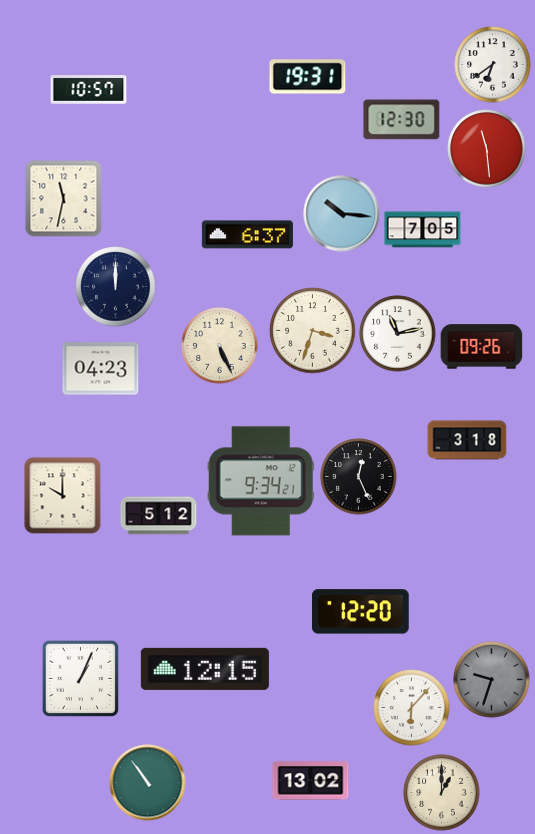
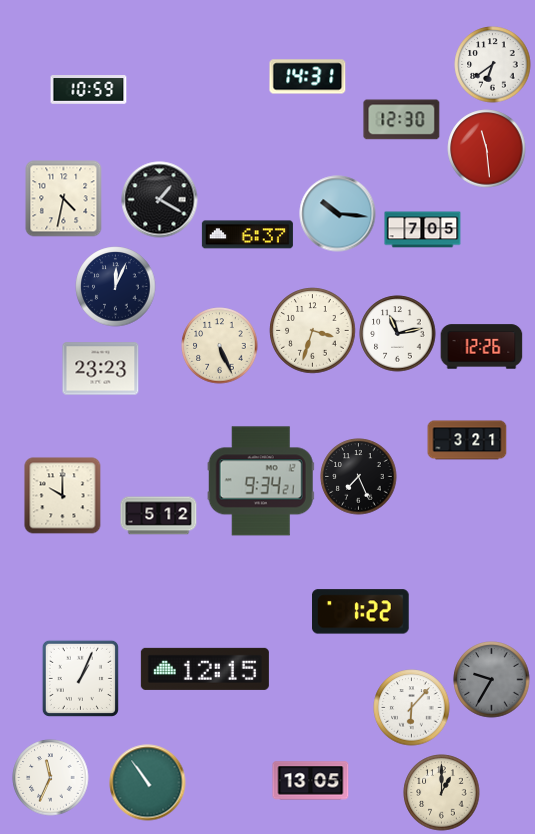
clock at (308, 77): 19:31 -> 14:31
clock at (89, 90): 10:57 -> 10:59
clock at (64, 199): 11:32 -> 4:32
clock at (160, 200): none -> 1:20
clock at (342, 214) position: (342, 214) -> (338, 214)
clock at (116, 287): 12:00 -> 12:04
clock at (482, 347): 09:26 -> 12:26
clock at (101, 369): 04:23 -> 23:23
clock at (467, 440): 3:18 -> 3:21
clock at (359, 477): 12:26 -> 7:26
clock at (361, 612): 12:20 -> 1:22
clock at (492, 680): 9:33 -> 9:35
clock at (51, 778): none -> 11:34
clock at (311, 781): 13:02 -> 13:05
